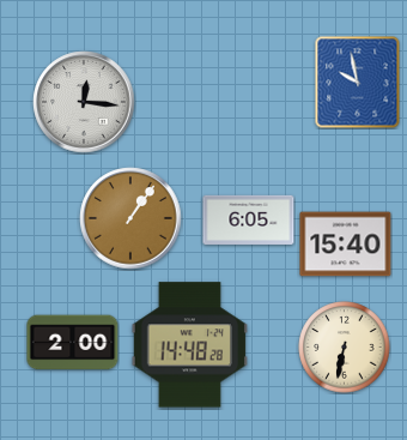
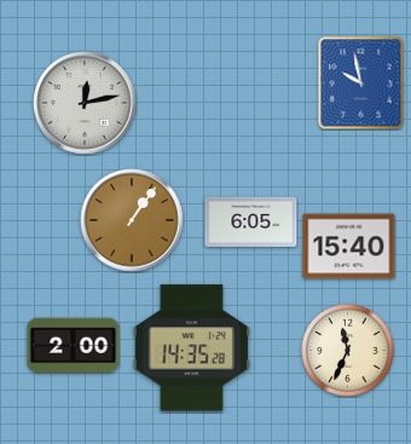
clock at (84, 102): 12:16 -> 12:13
clock at (189, 345): 14:48 -> 14:35
clock at (345, 348): 6:32 -> 11:34
